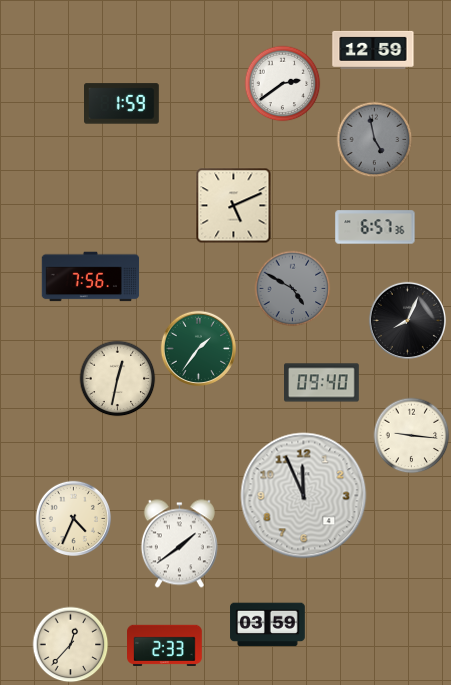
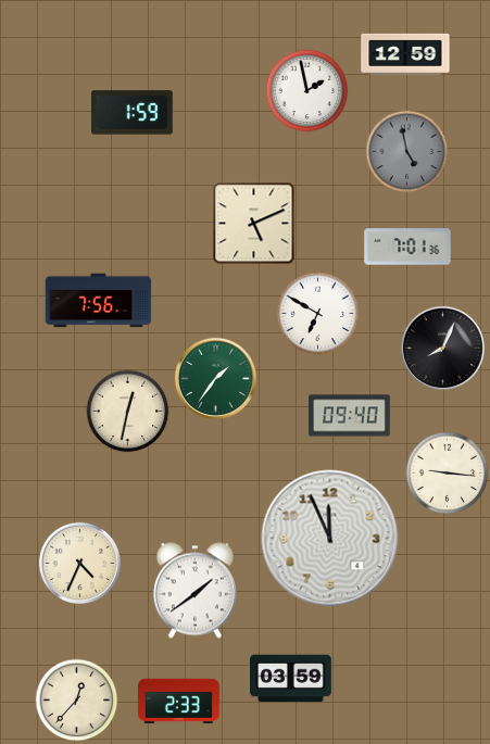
clock at (283, 84): 2:39 -> 1:58
clock at (375, 227): 6:57 -> 7:01
clock at (293, 289): 4:50 -> 6:50
clock at (293, 289) dial: grey -> white
